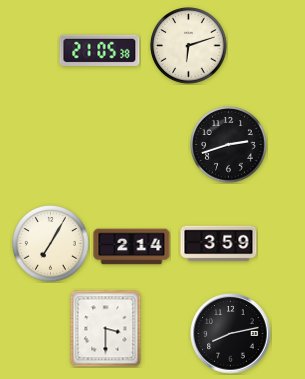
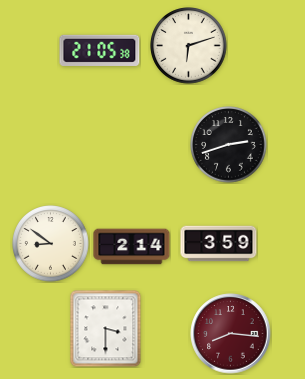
clock at (51, 244): 7:05 -> 8:51
clock at (231, 334): 8:13 -> 8:16
clock at (231, 334) dial: black -> burgundy
